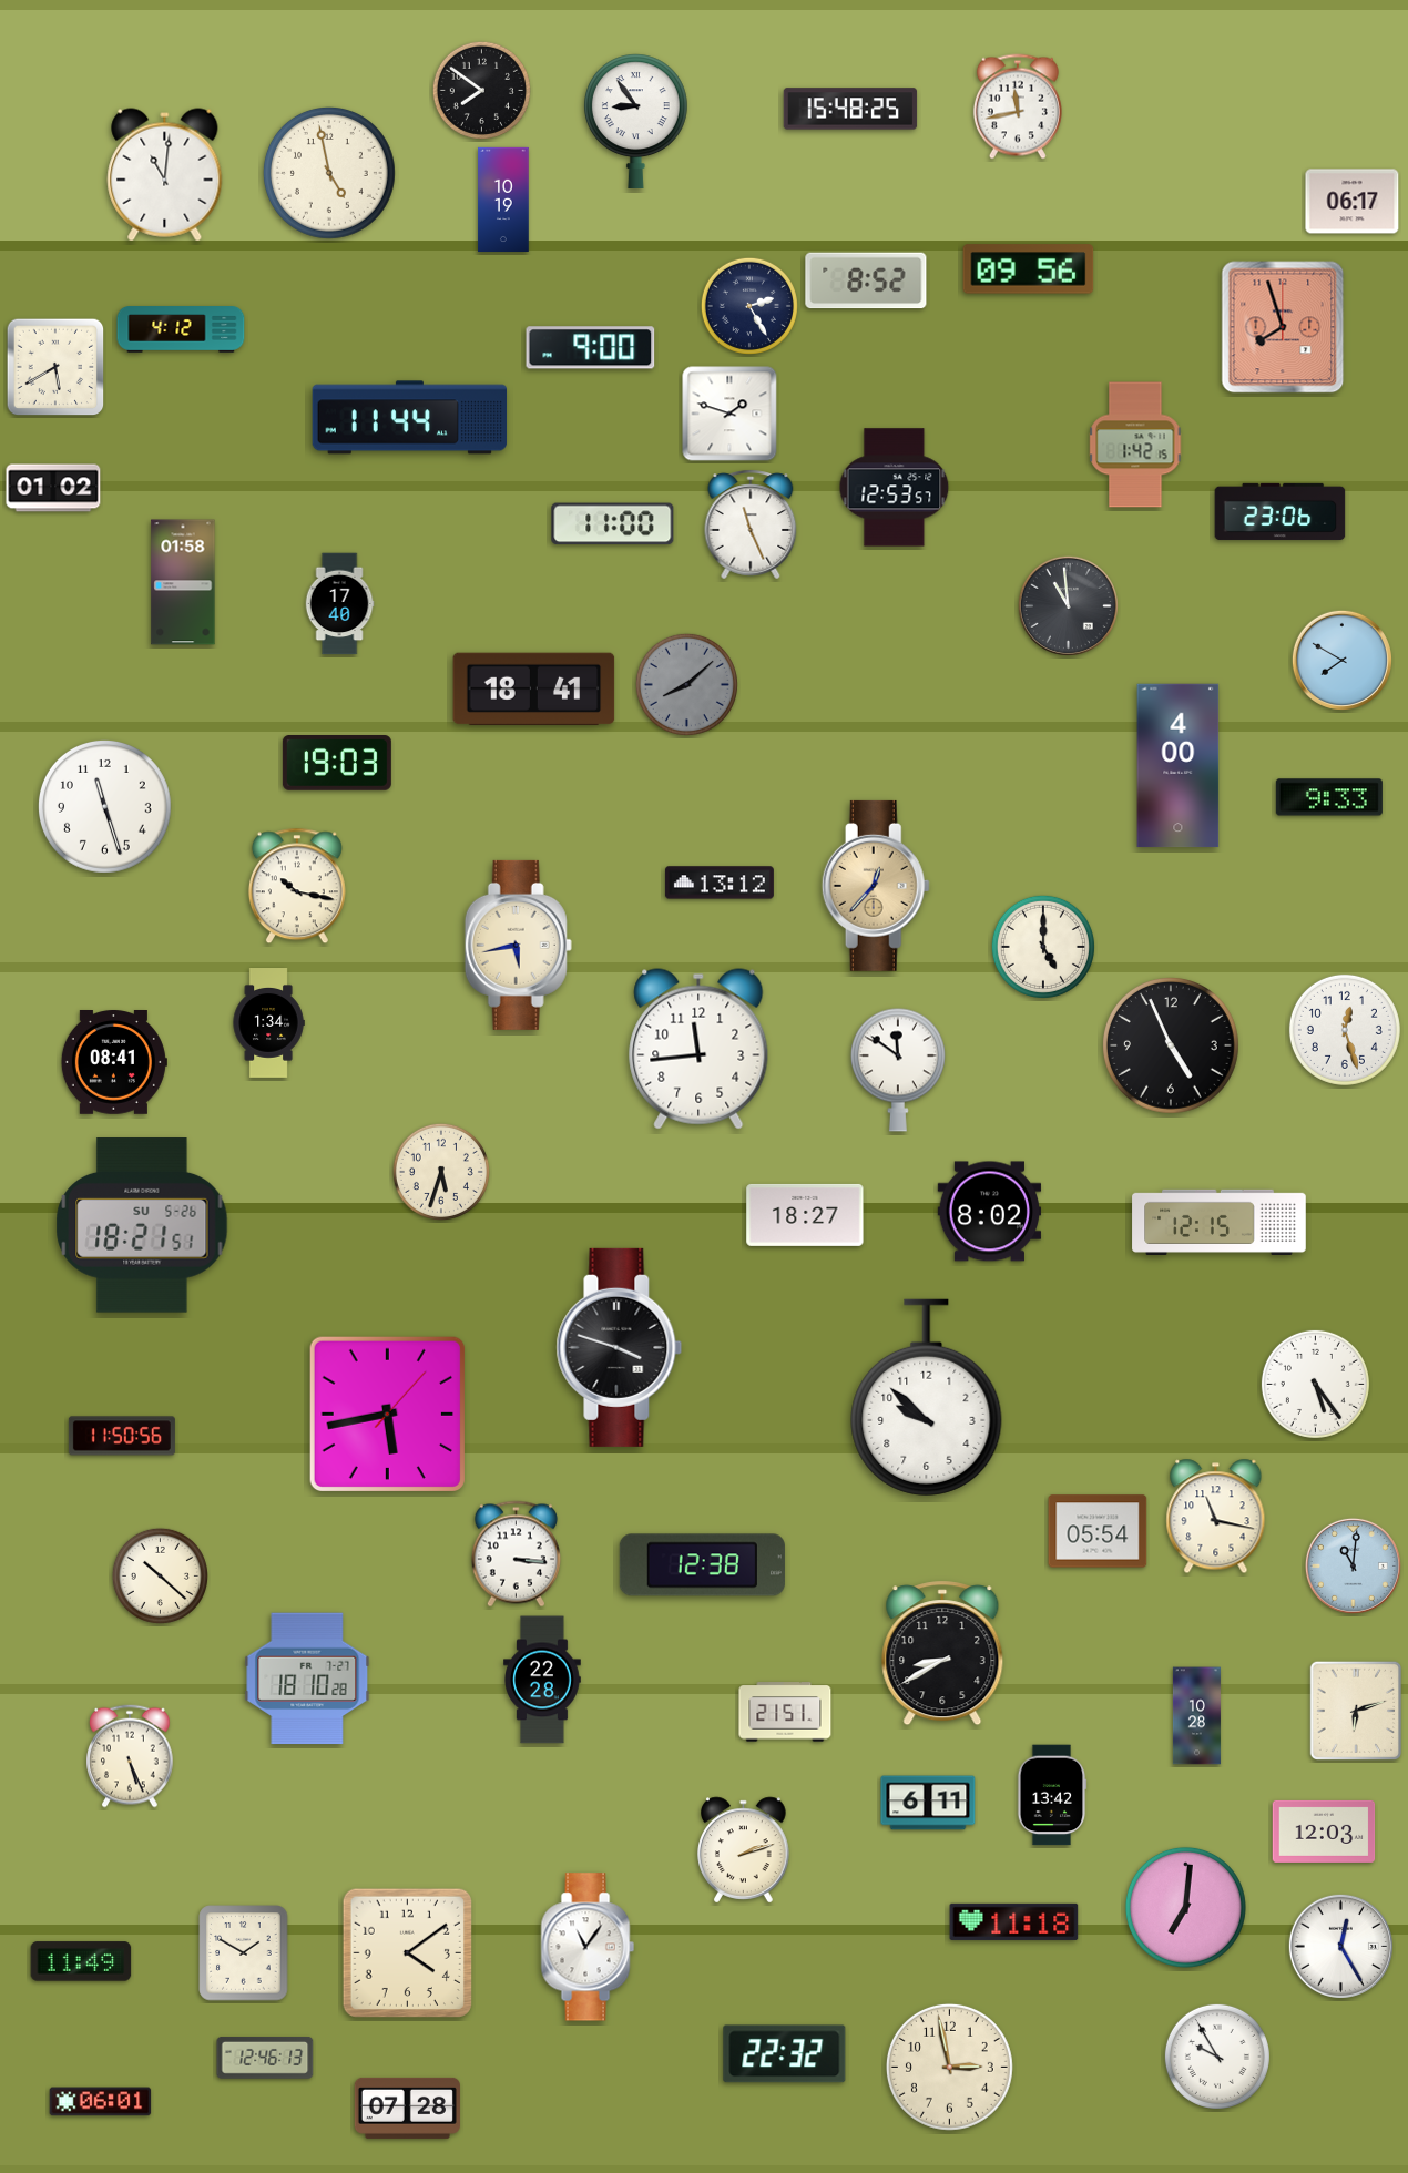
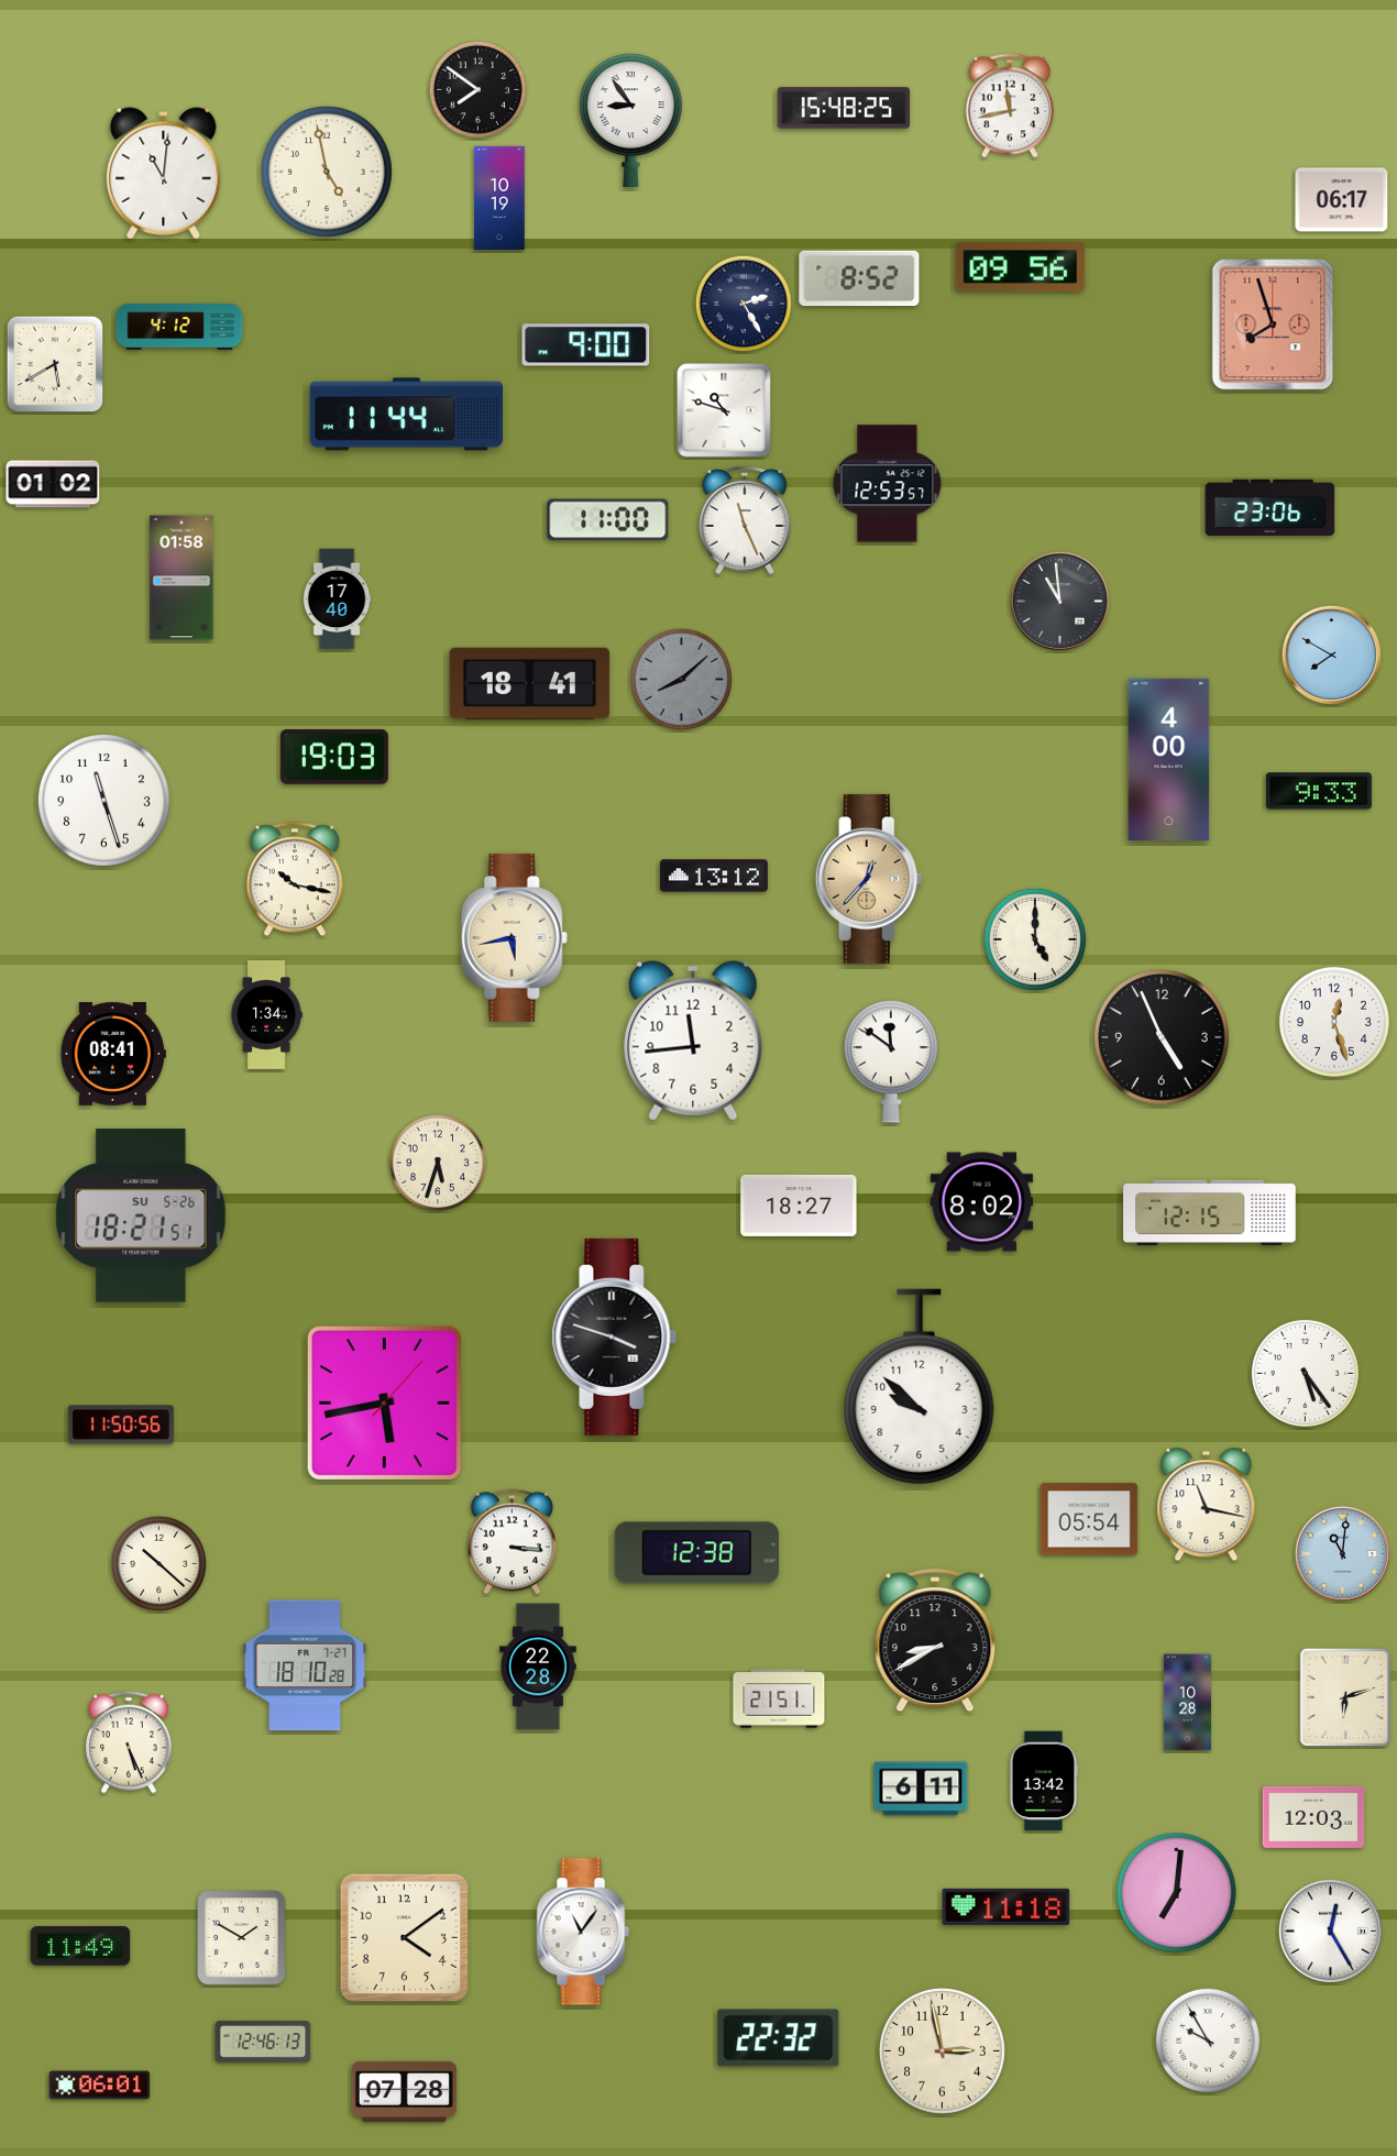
clock at (729, 414): 1:48 -> 10:48
clock at (1135, 445): 1:42 -> none
clock at (744, 1850): 2:12 -> none
